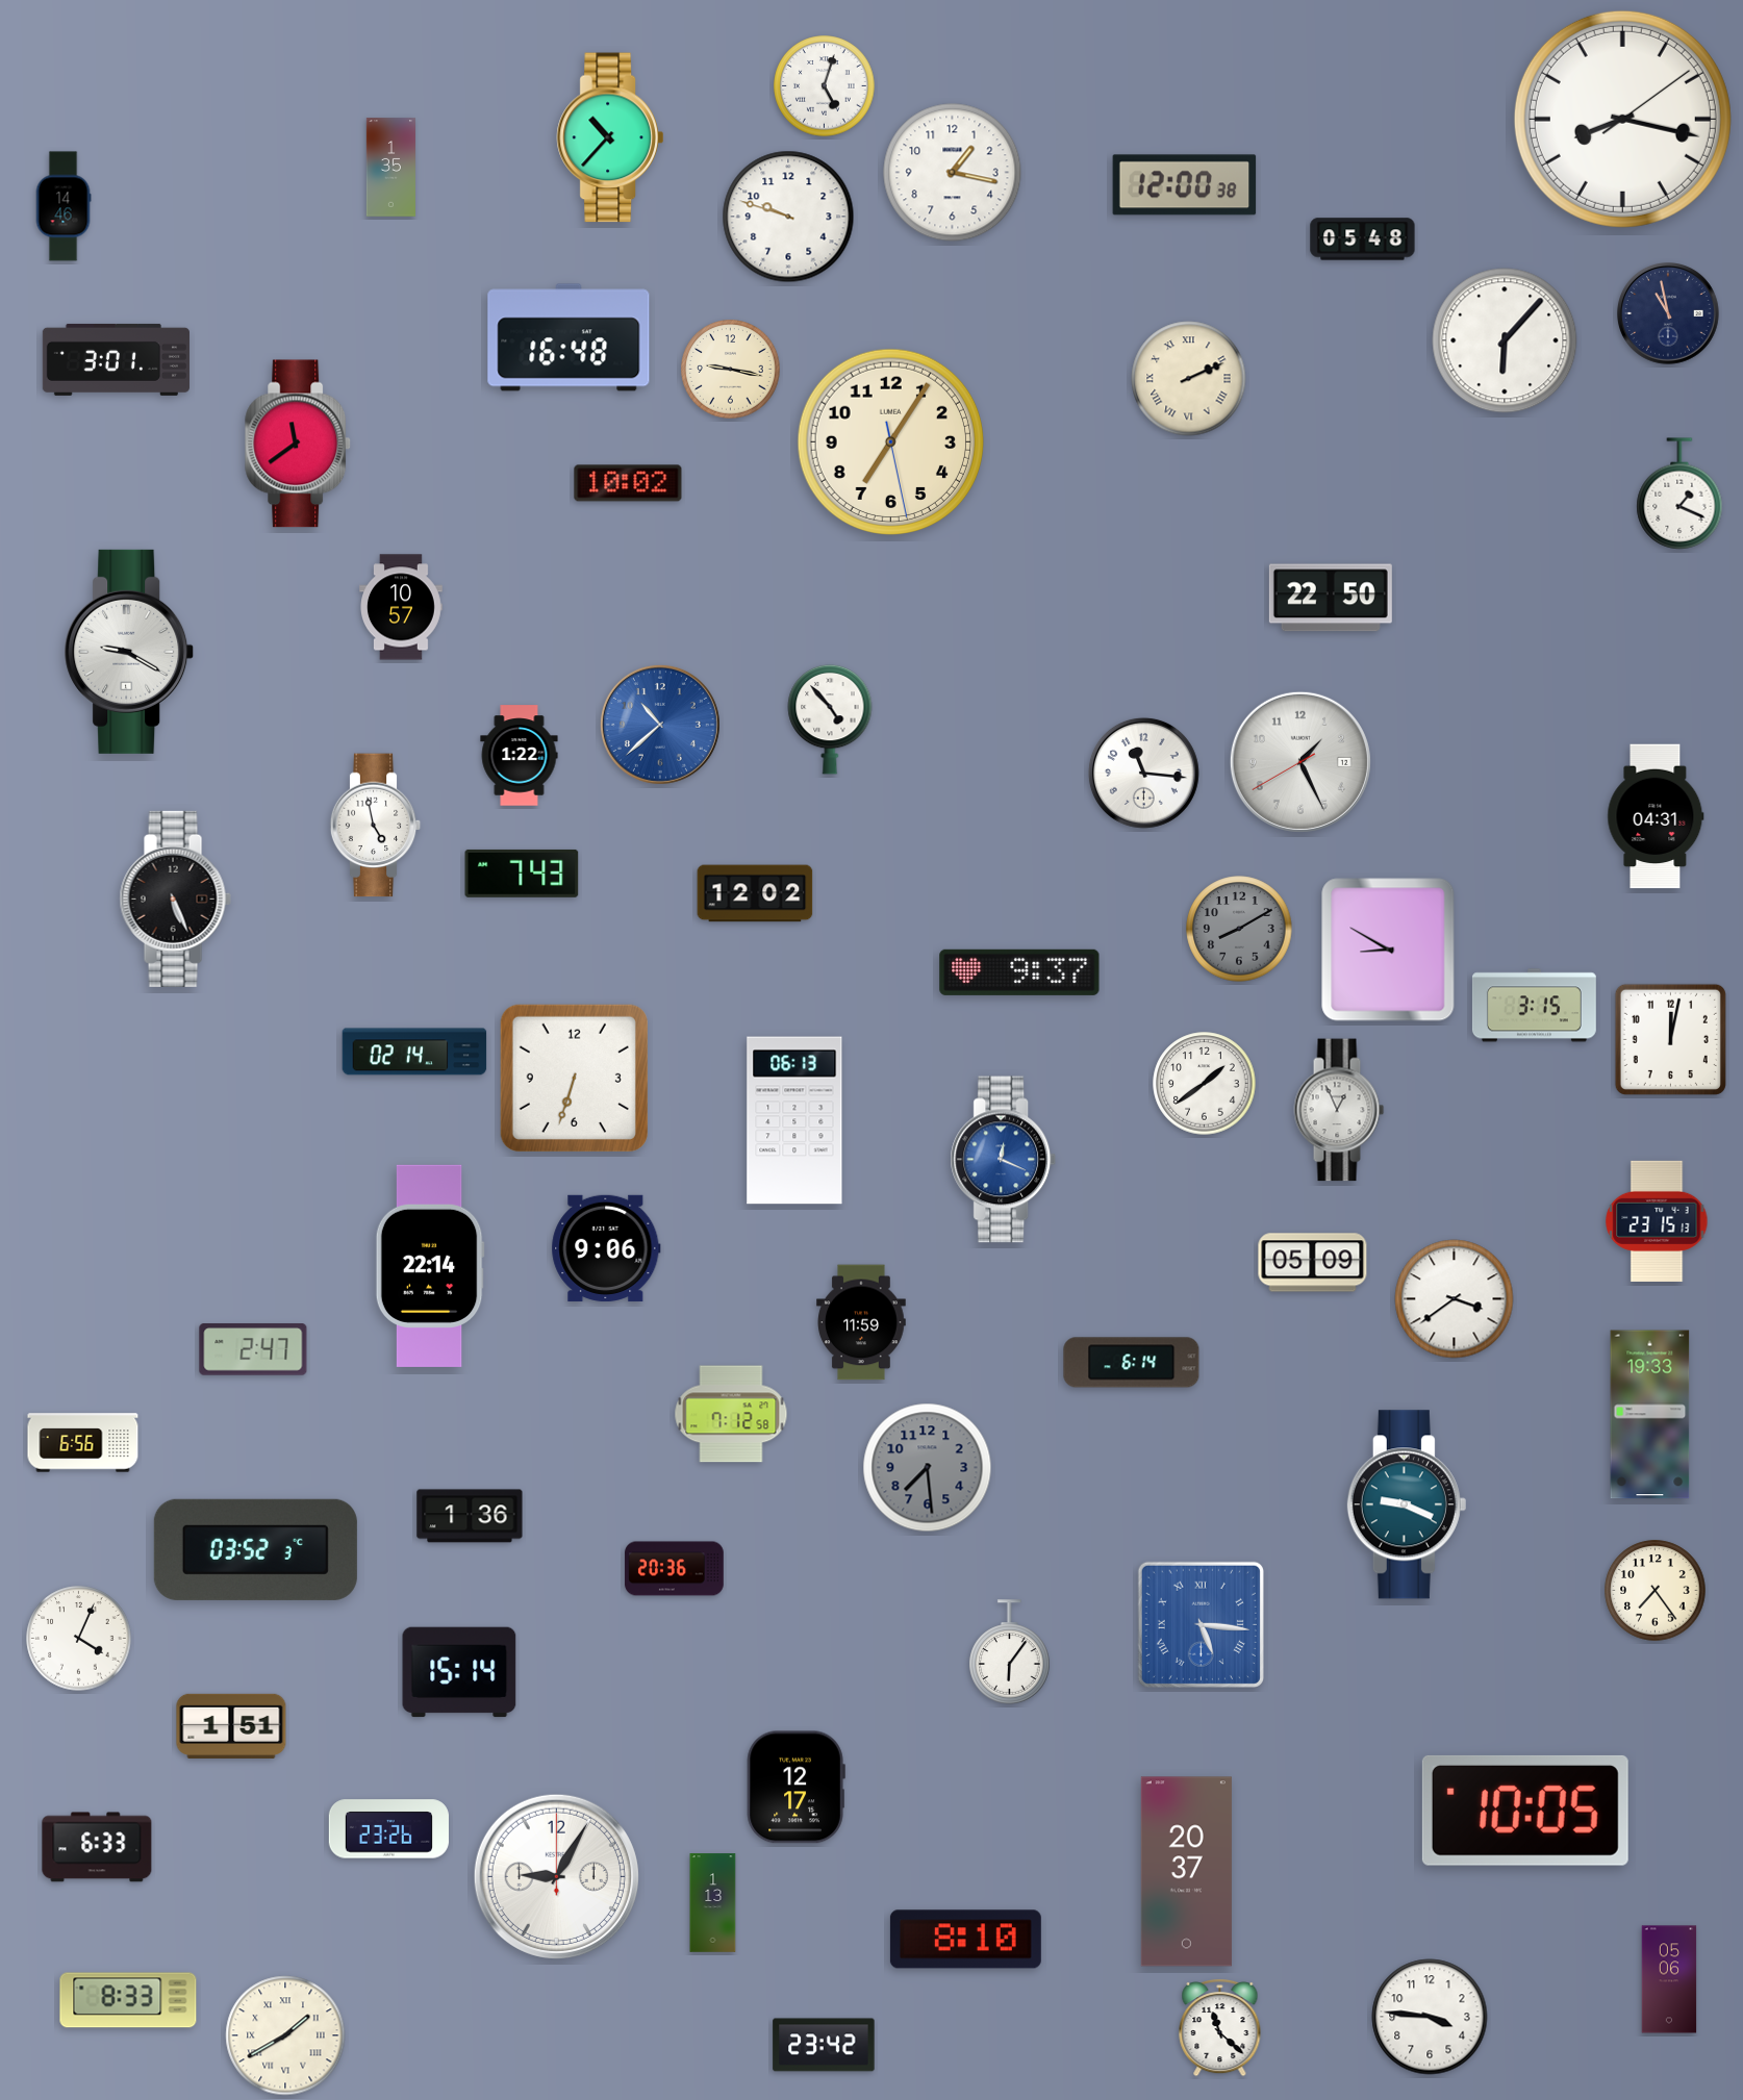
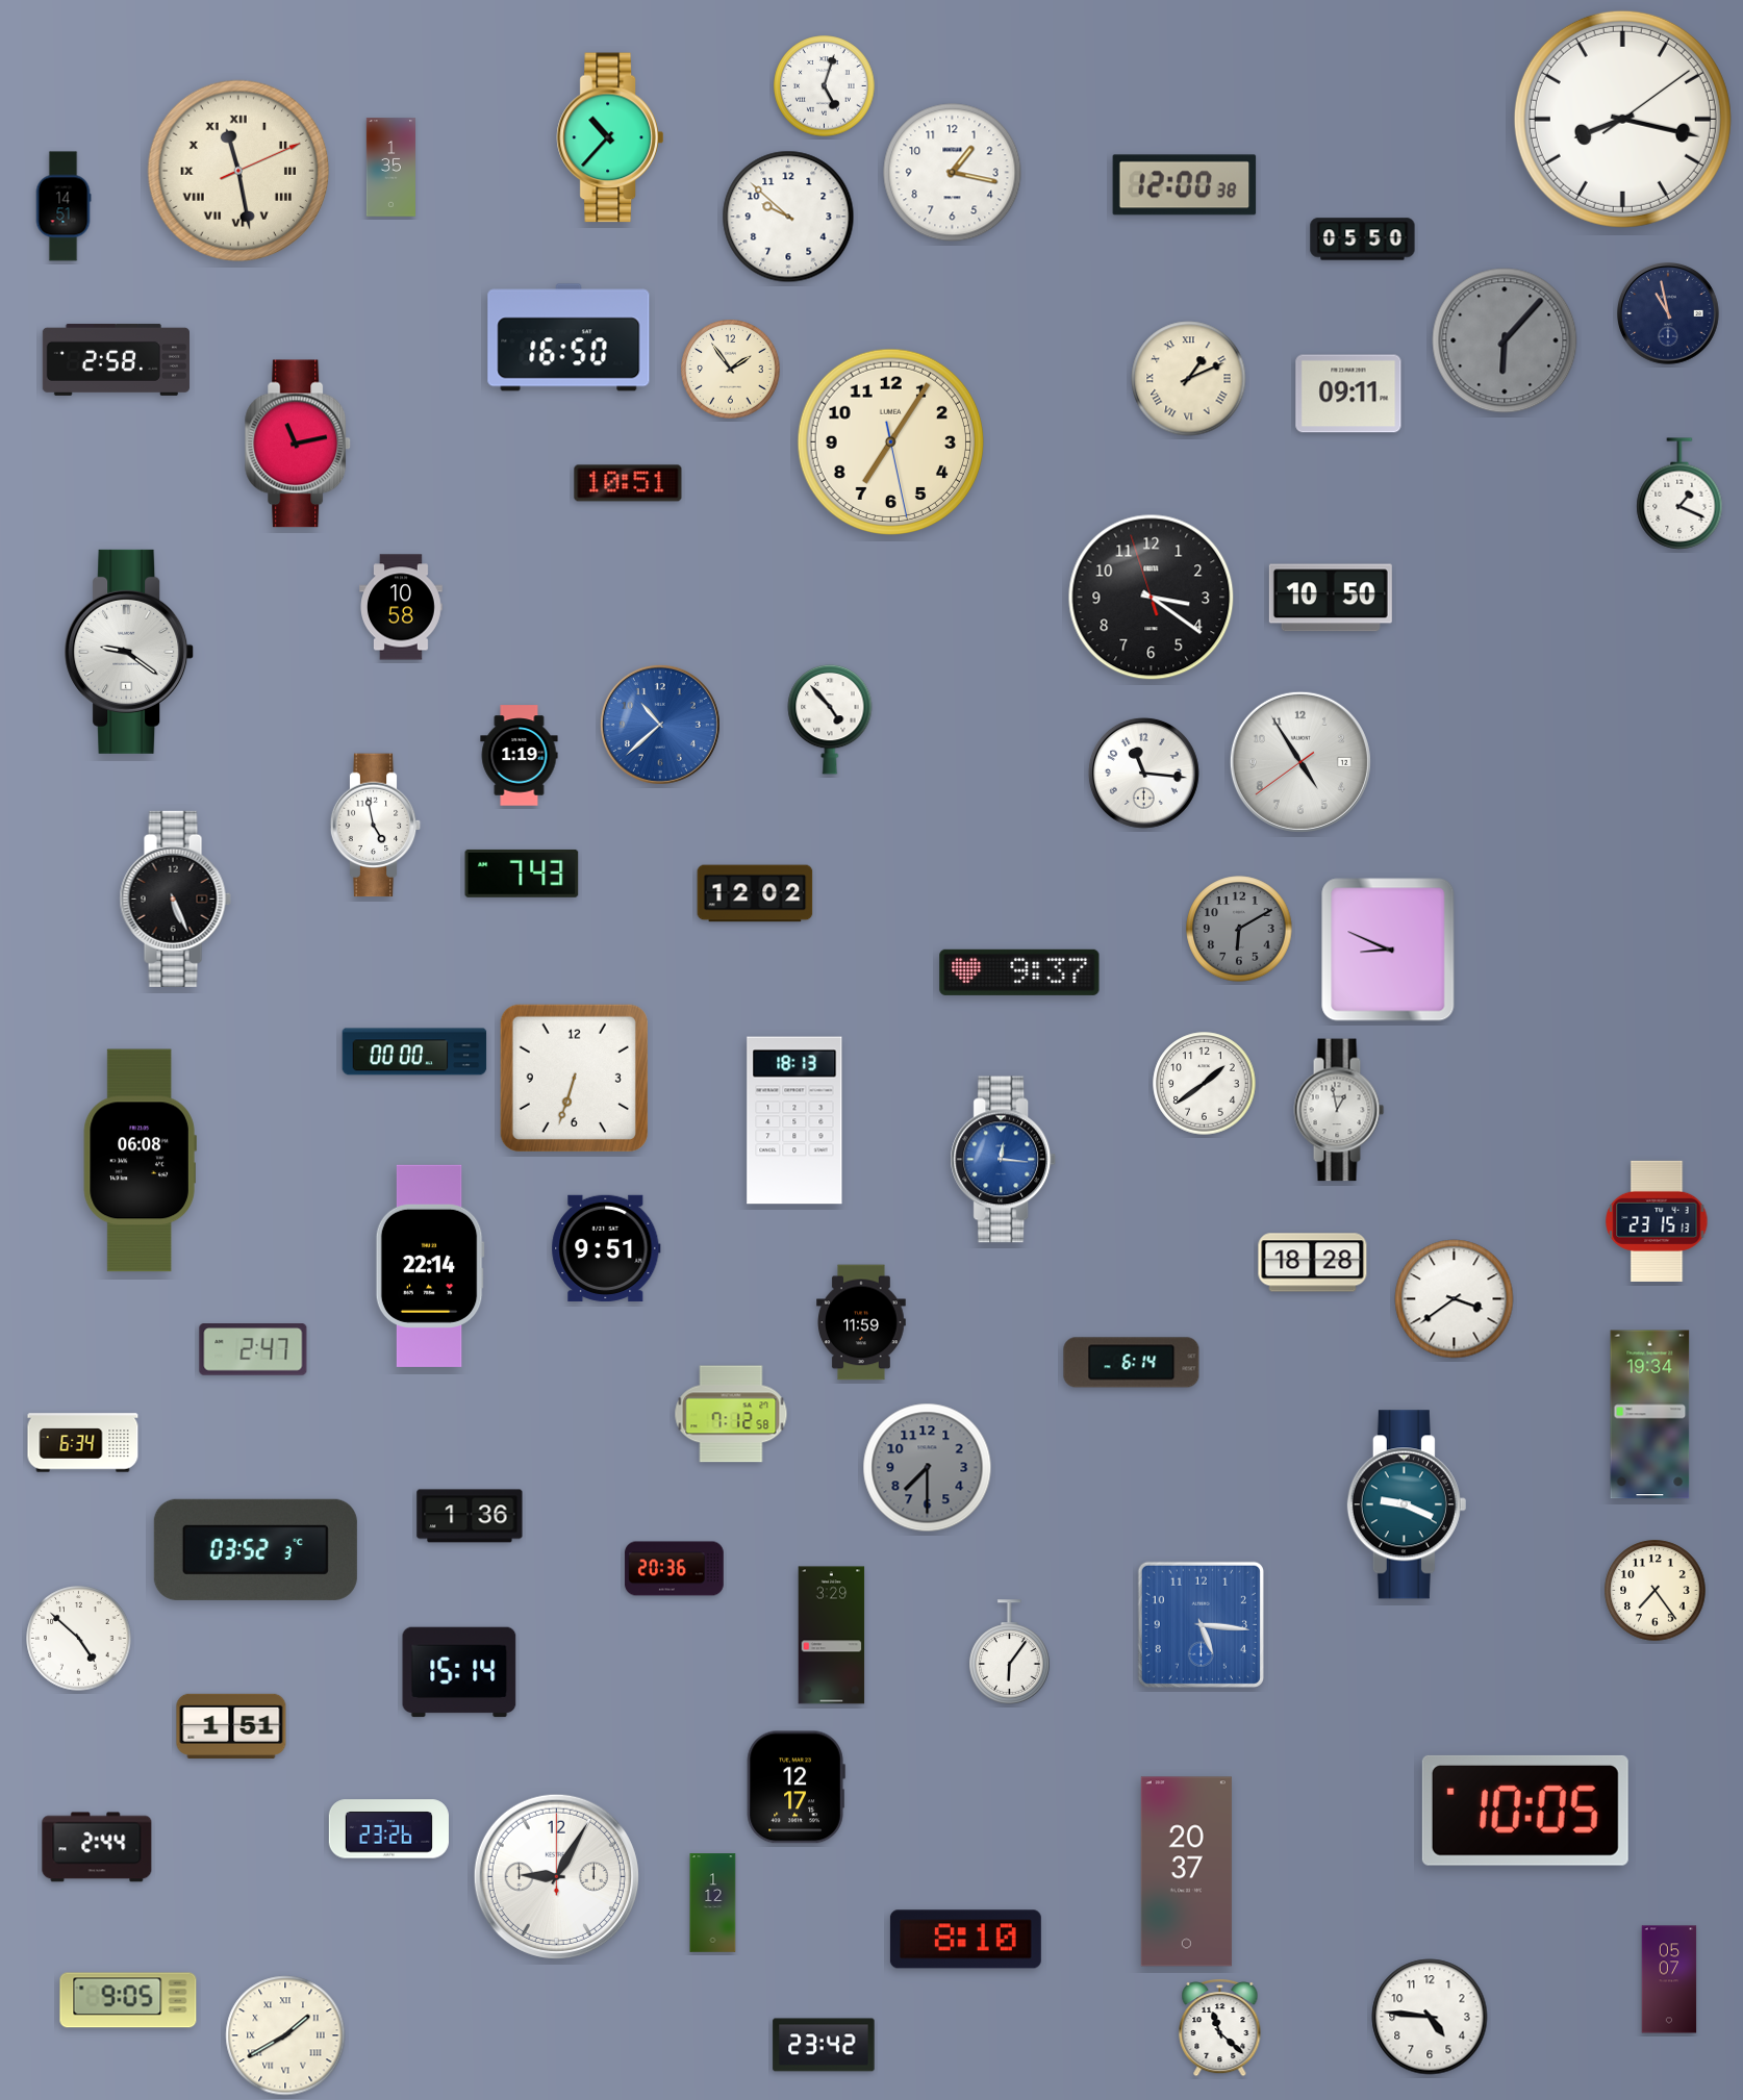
clock at (238, 171): none -> 11:28
clock at (64, 206): 14:46 -> 14:51
clock at (788, 217): 9:48 -> 9:52
clock at (1363, 239): 05:48 -> 05:50
clock at (569, 337): 16:48 -> 16:50
clock at (1505, 340) dial: white -> grey
clock at (116, 359): 3:01 -> 2:58
clock at (731, 370): 9:17 -> 1:54
clock at (1189, 379): 2:11 -> 1:11
clock at (1348, 394): none -> 09:11
clock at (299, 444): 11:39 -> 11:13
clock at (628, 483): 10:02 -> 10:51
clock at (1152, 598): none -> 3:20
clock at (1331, 598): 22:50 -> 10:50
clock at (402, 607): 10:57 -> 10:58
clock at (130, 652): 9:20 -> 9:21
clock at (520, 756): 1:22 -> 1:19
clock at (1300, 762): 1:25 -> 4:54
clock at (1656, 816): 04:31 -> none
clock at (1239, 929): 8:10 -> 6:10
clock at (1388, 950): 8:50 -> 8:49
clock at (1534, 1006): 3:15 -> none
clock at (1670, 1039): 12:02 -> none
clock at (414, 1052): 02:14 -> 00:00
clock at (1339, 1110): 12:56 -> 12:58
clock at (794, 1120): 06:13 -> 18:13
clock at (1004, 1160): 12:19 -> 12:16
clock at (140, 1161): none -> 06:08
clock at (606, 1248): 9:06 -> 9:51
clock at (1313, 1263): 05:09 -> 18:28
clock at (1650, 1415): 19:33 -> 19:34
clock at (83, 1443): 6:56 -> 6:34
clock at (928, 1468): 7:29 -> 7:30
clock at (1201, 1624) numerals: Roman -> Arabic
clock at (832, 1636): none -> 3:29
clock at (79, 1639): 4:04 -> 4:52
clock at (97, 1847): 6:33 -> 2:44
clock at (713, 1903): 1:13 -> 1:12
clock at (1669, 1979): 05:06 -> 05:07
clock at (128, 2000): 8:33 -> 9:05
clock at (1430, 2017): 3:46 -> 4:46
